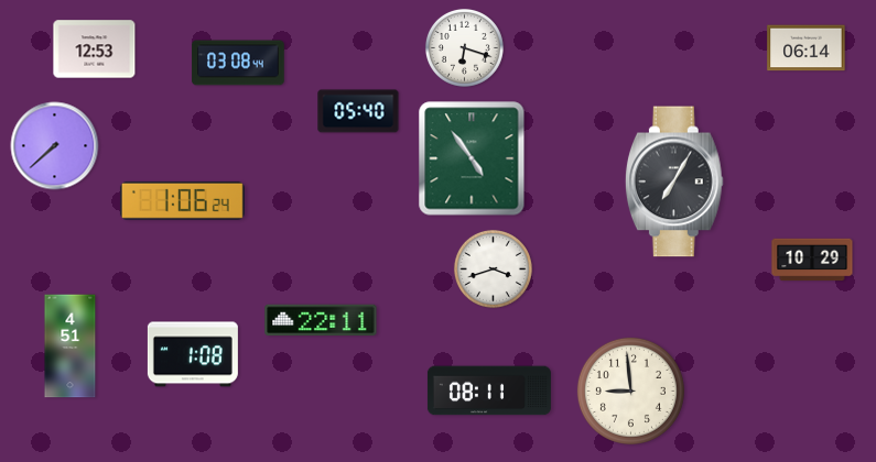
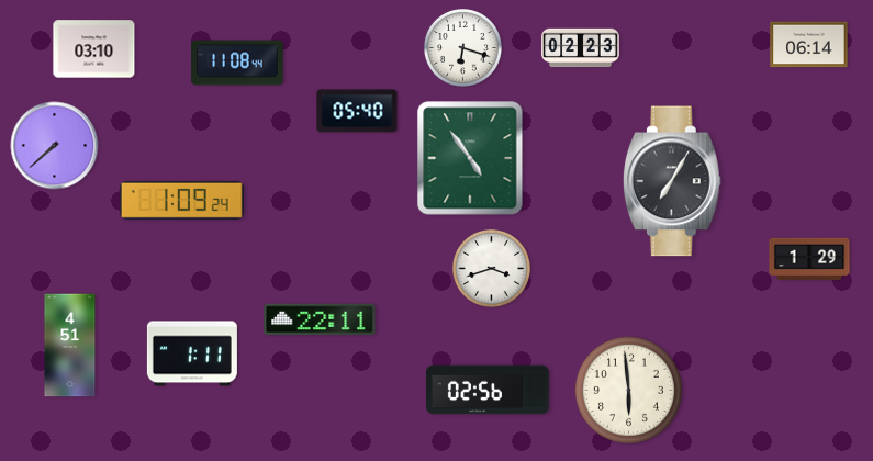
clock at (581, 48): none -> 02:23
clock at (807, 48) position: (807, 48) -> (809, 45)
clock at (95, 50): 12:53 -> 03:10
clock at (238, 63): 03:08 -> 11:08
clock at (182, 200): 1:06 -> 1:09
clock at (812, 260): 10:29 -> 1:29
clock at (193, 354): 1:08 -> 1:11
clock at (489, 391): 08:11 -> 02:56
clock at (630, 391): 8:59 -> 5:59
